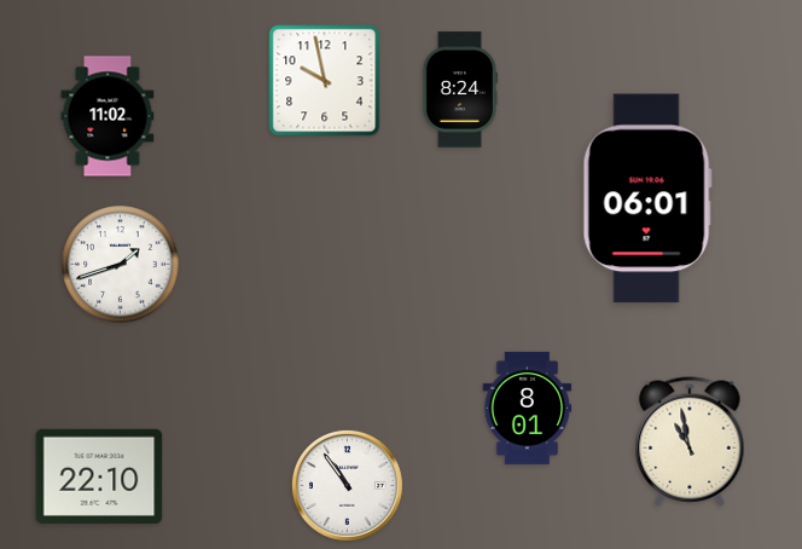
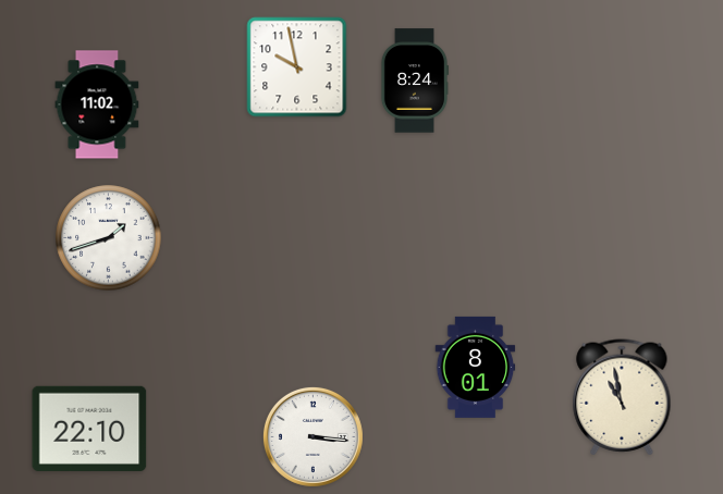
clock at (325, 81) position: (325, 81) -> (297, 67)
clock at (647, 198): 06:01 -> none
clock at (347, 485): 10:54 -> 3:16
